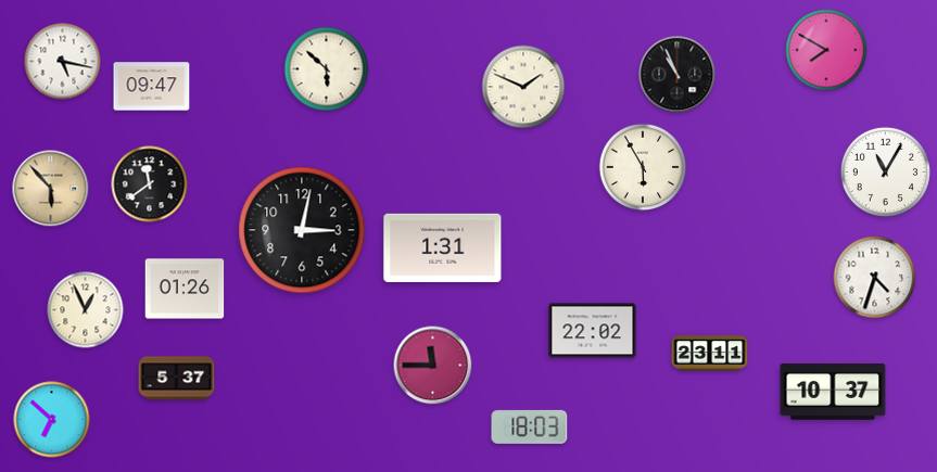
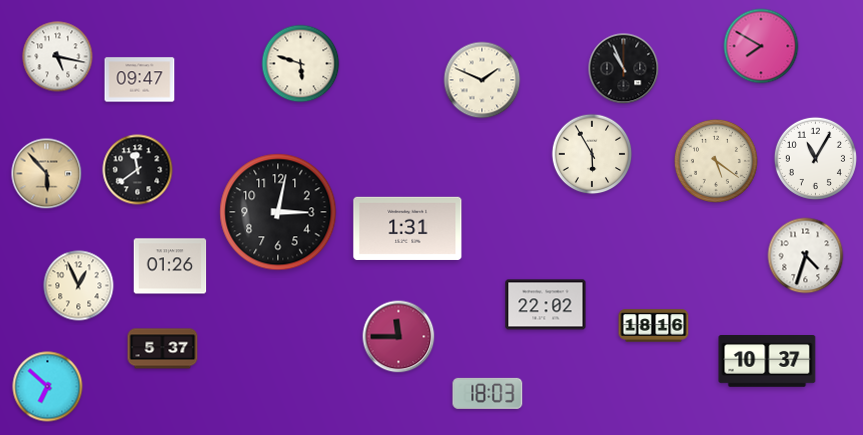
clock at (327, 69): 5:52 -> 5:48
clock at (716, 161): none -> 5:21
clock at (710, 354): 23:11 -> 18:16
